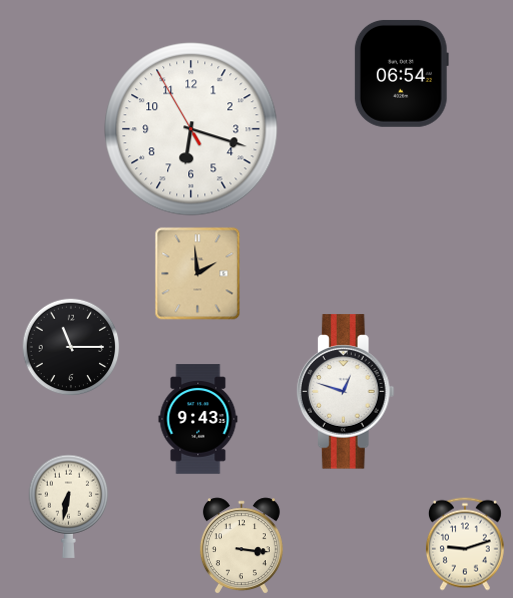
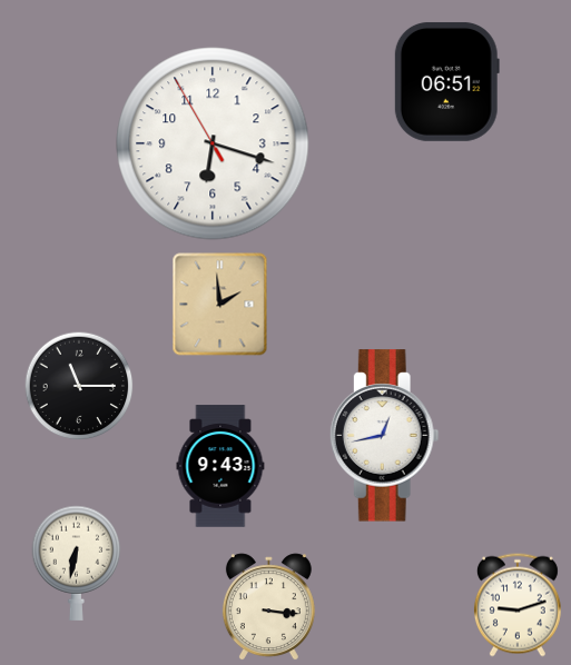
clock at (401, 73): 06:54 -> 06:51
clock at (345, 392): 12:48 -> 12:43
